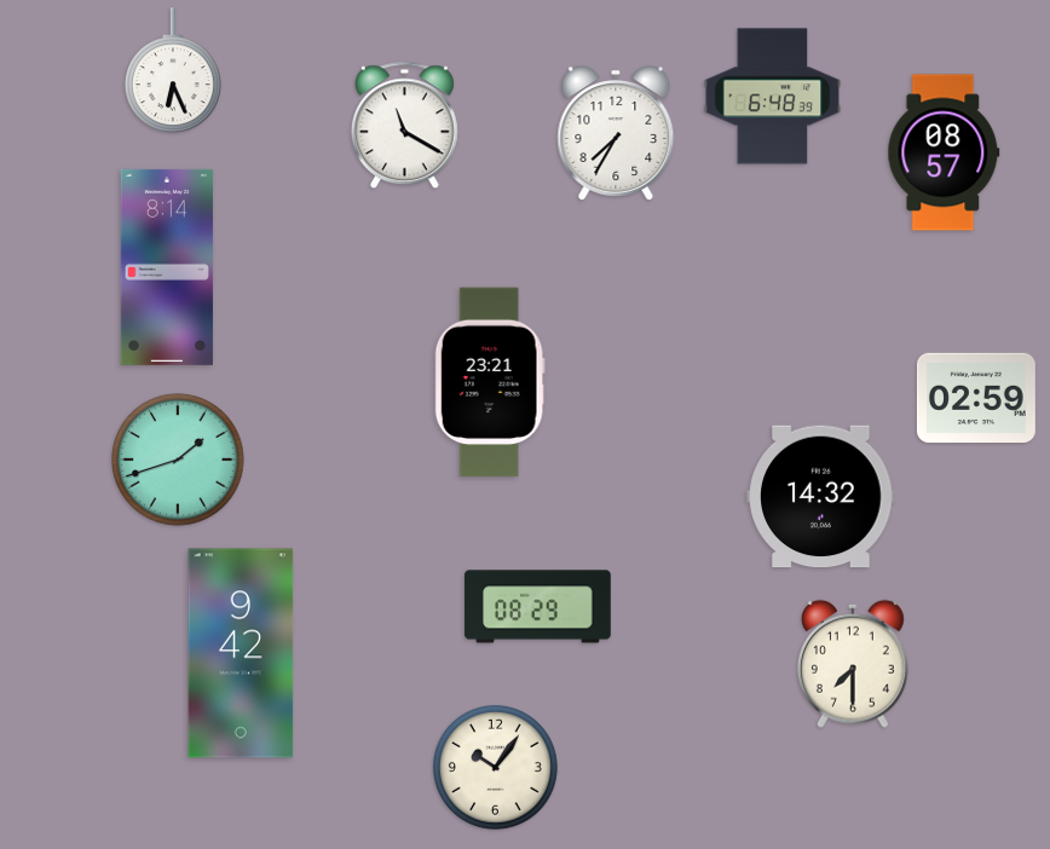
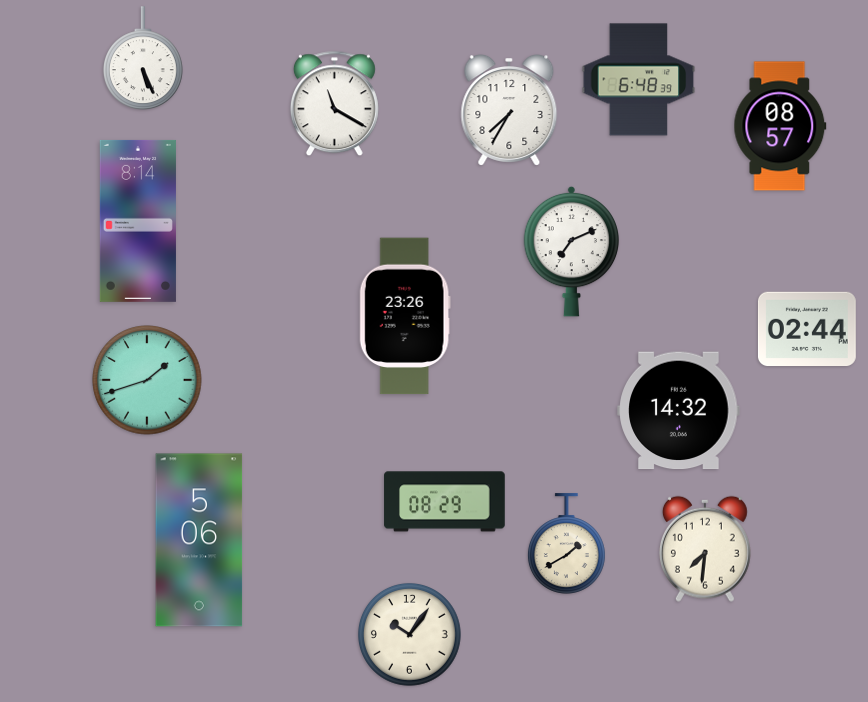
clock at (173, 70): 6:26 -> 5:26
clock at (572, 251): none -> 7:11
clock at (490, 382): 23:21 -> 23:26
clock at (976, 398): 02:59 -> 02:44
clock at (241, 653): 9:42 -> 5:06
clock at (566, 544): none -> 1:40
clock at (853, 664): 7:30 -> 7:31
